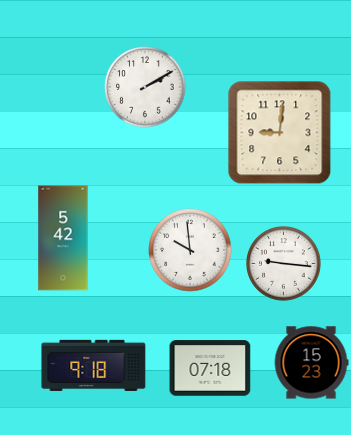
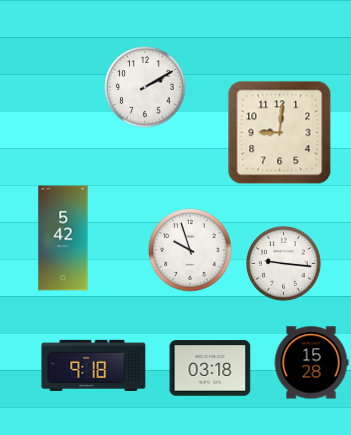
clock at (190, 250): 9:59 -> 9:57
clock at (311, 363): 15:23 -> 15:28
clock at (210, 368): 07:18 -> 03:18
